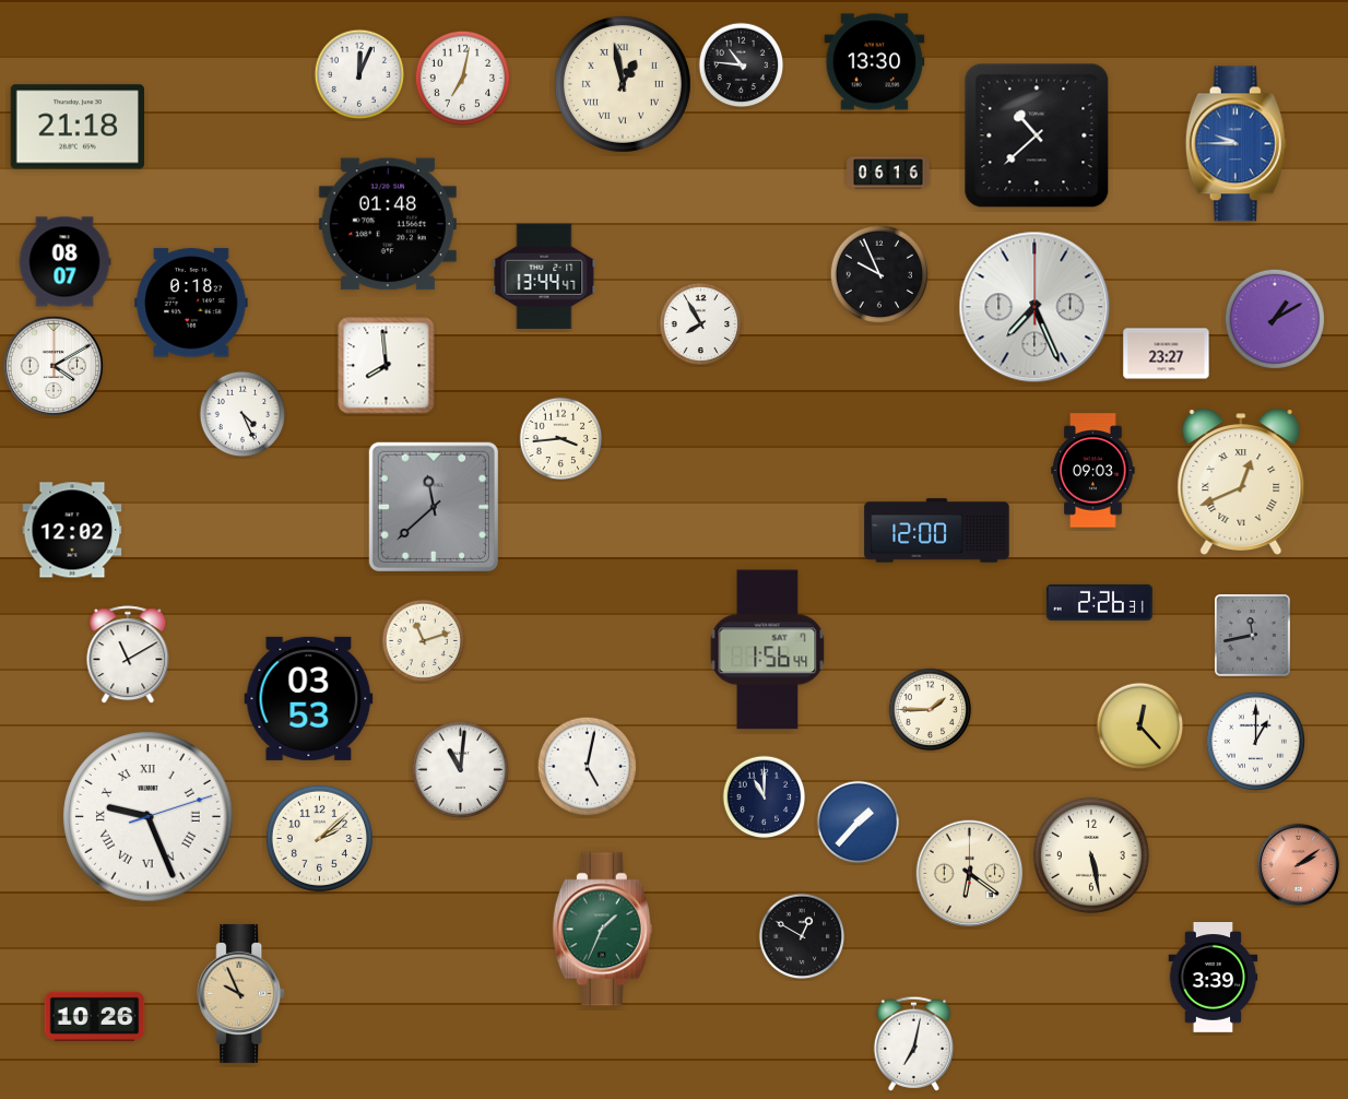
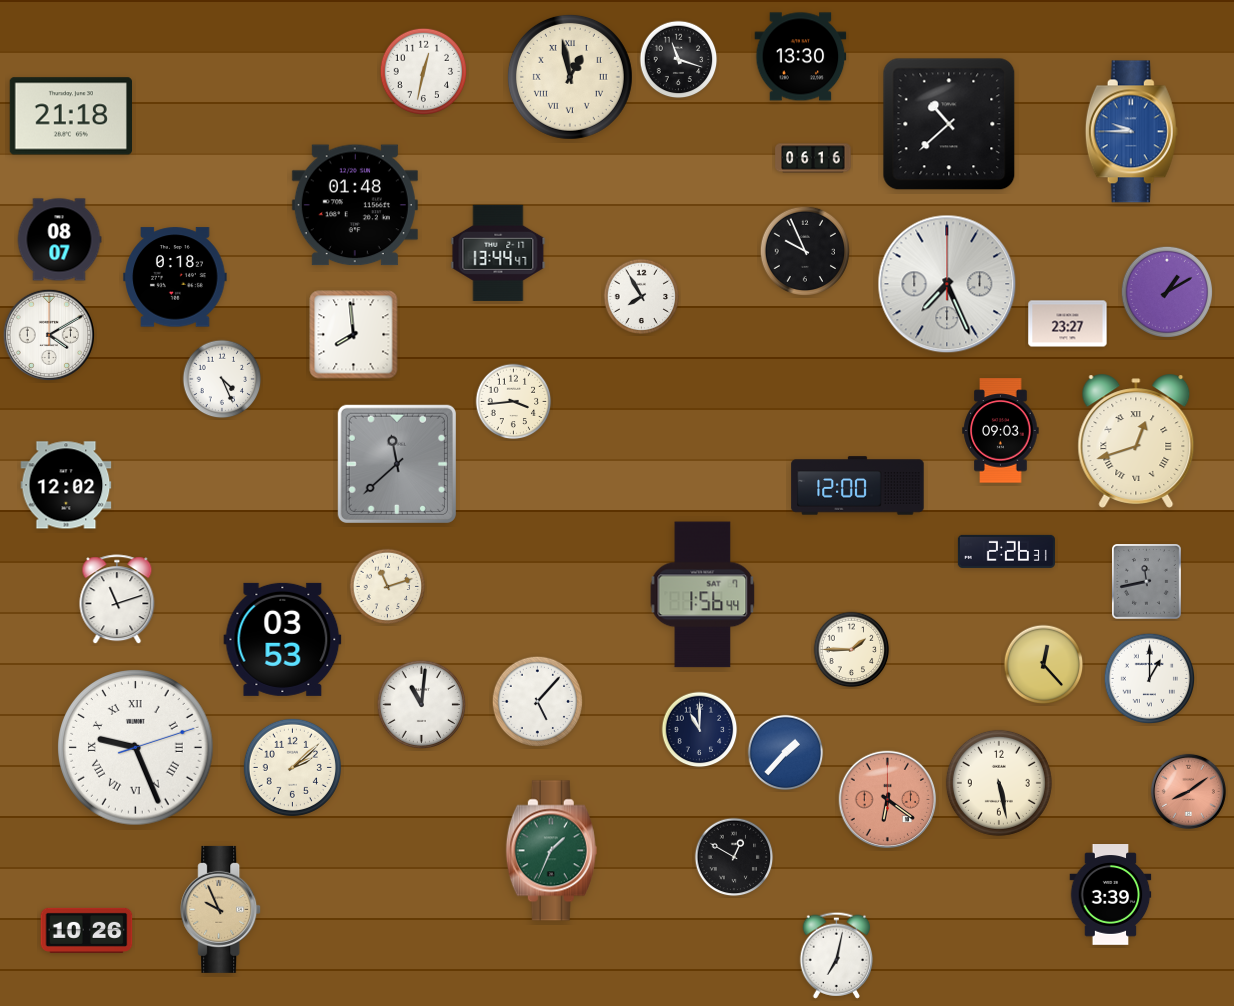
clock at (742, 66): 10:46 -> 11:18
clock at (359, 74): 12:04 -> none
clock at (463, 79): 7:02 -> 12:32
clock at (1034, 307) position: (1034, 307) -> (947, 284)
clock at (1241, 482): 12:41 -> 12:42
clock at (128, 655): 11:10 -> 11:12
clock at (587, 766): 5:02 -> 5:07
clock at (1298, 864): 2:09 -> 8:09
clock at (970, 874) dial: cream -> salmon
